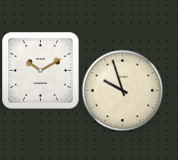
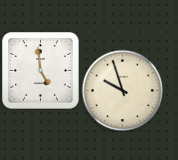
clock at (41, 71): 10:10 -> 4:59
